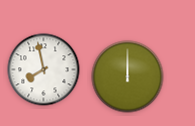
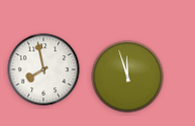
clock at (128, 77): 12:00 -> 11:57
